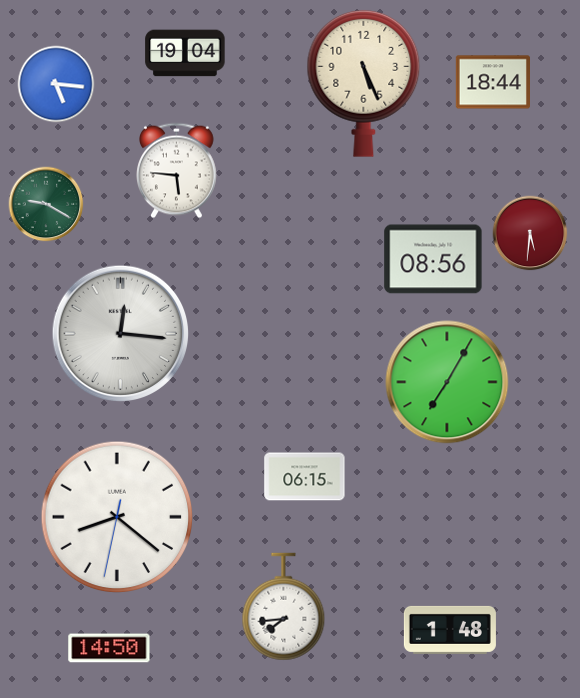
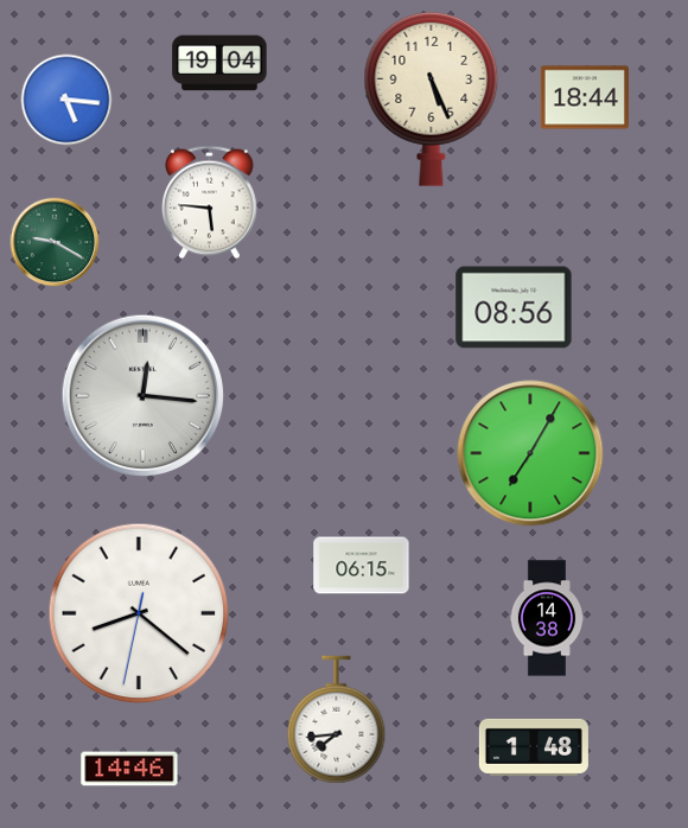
clock at (530, 233): 5:31 -> none
clock at (546, 618): none -> 14:38
clock at (109, 648): 14:50 -> 14:46
